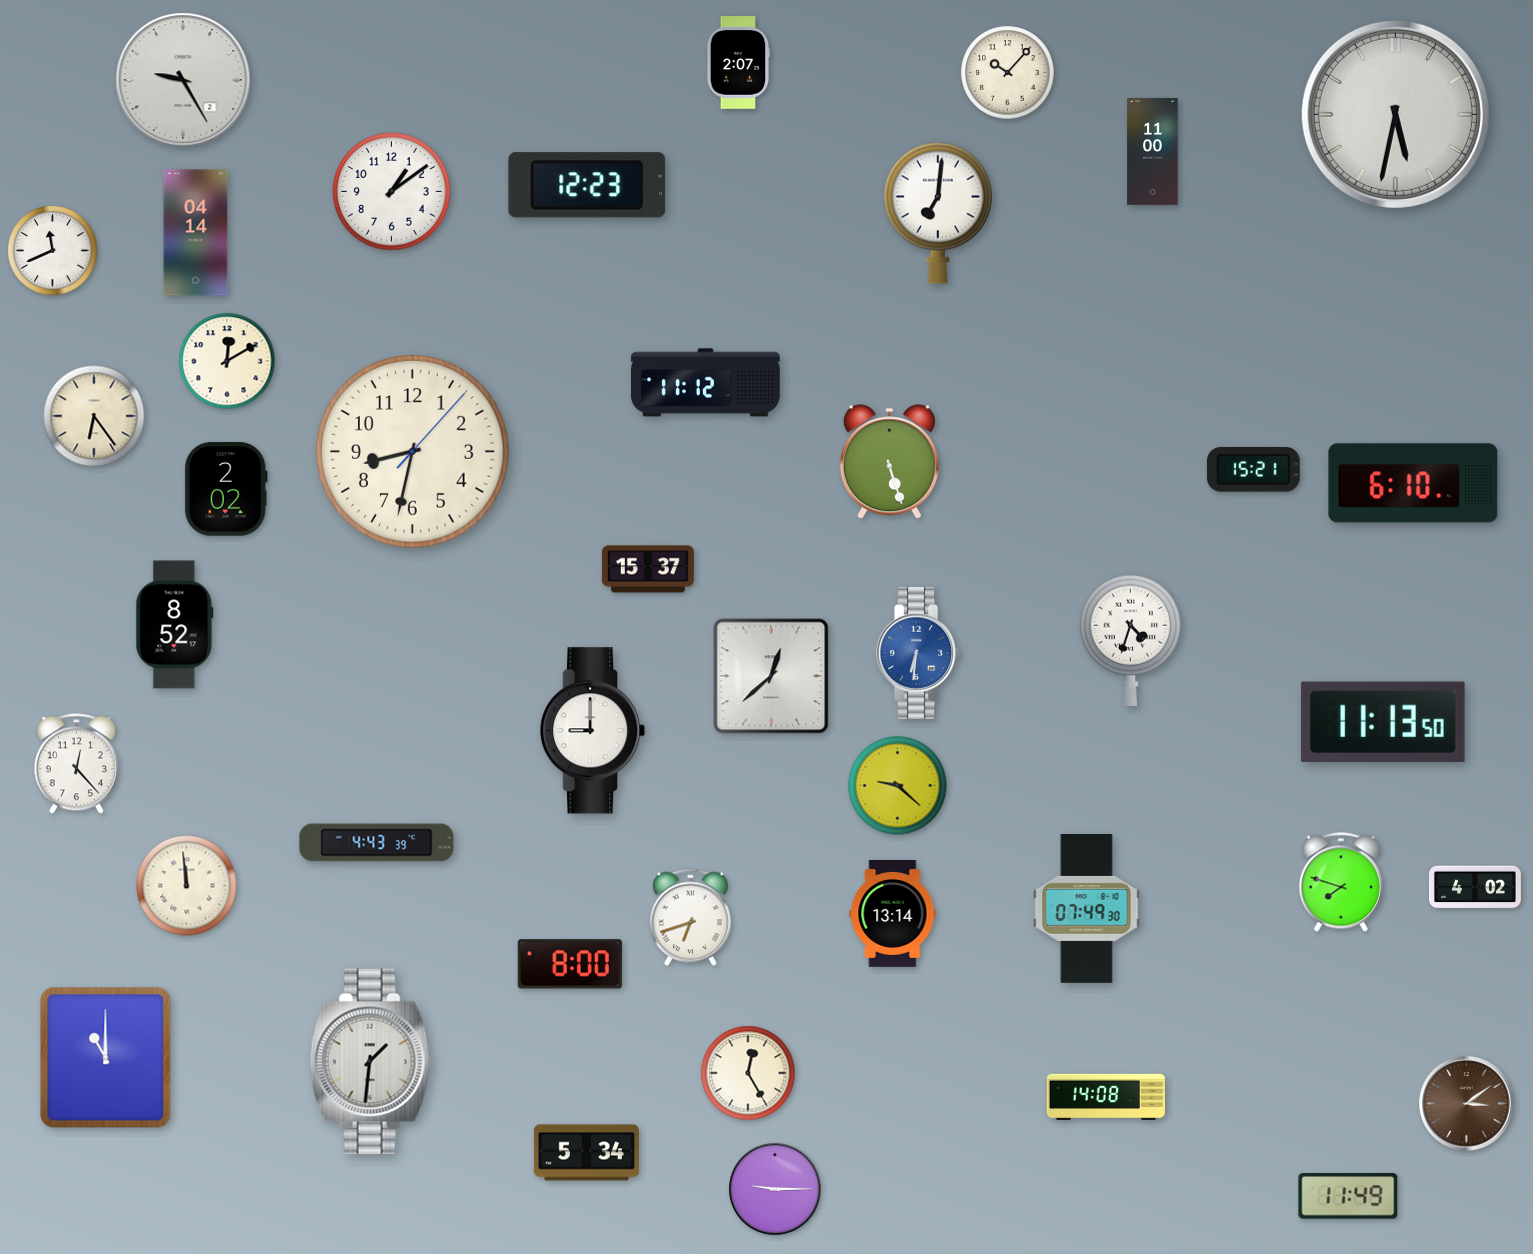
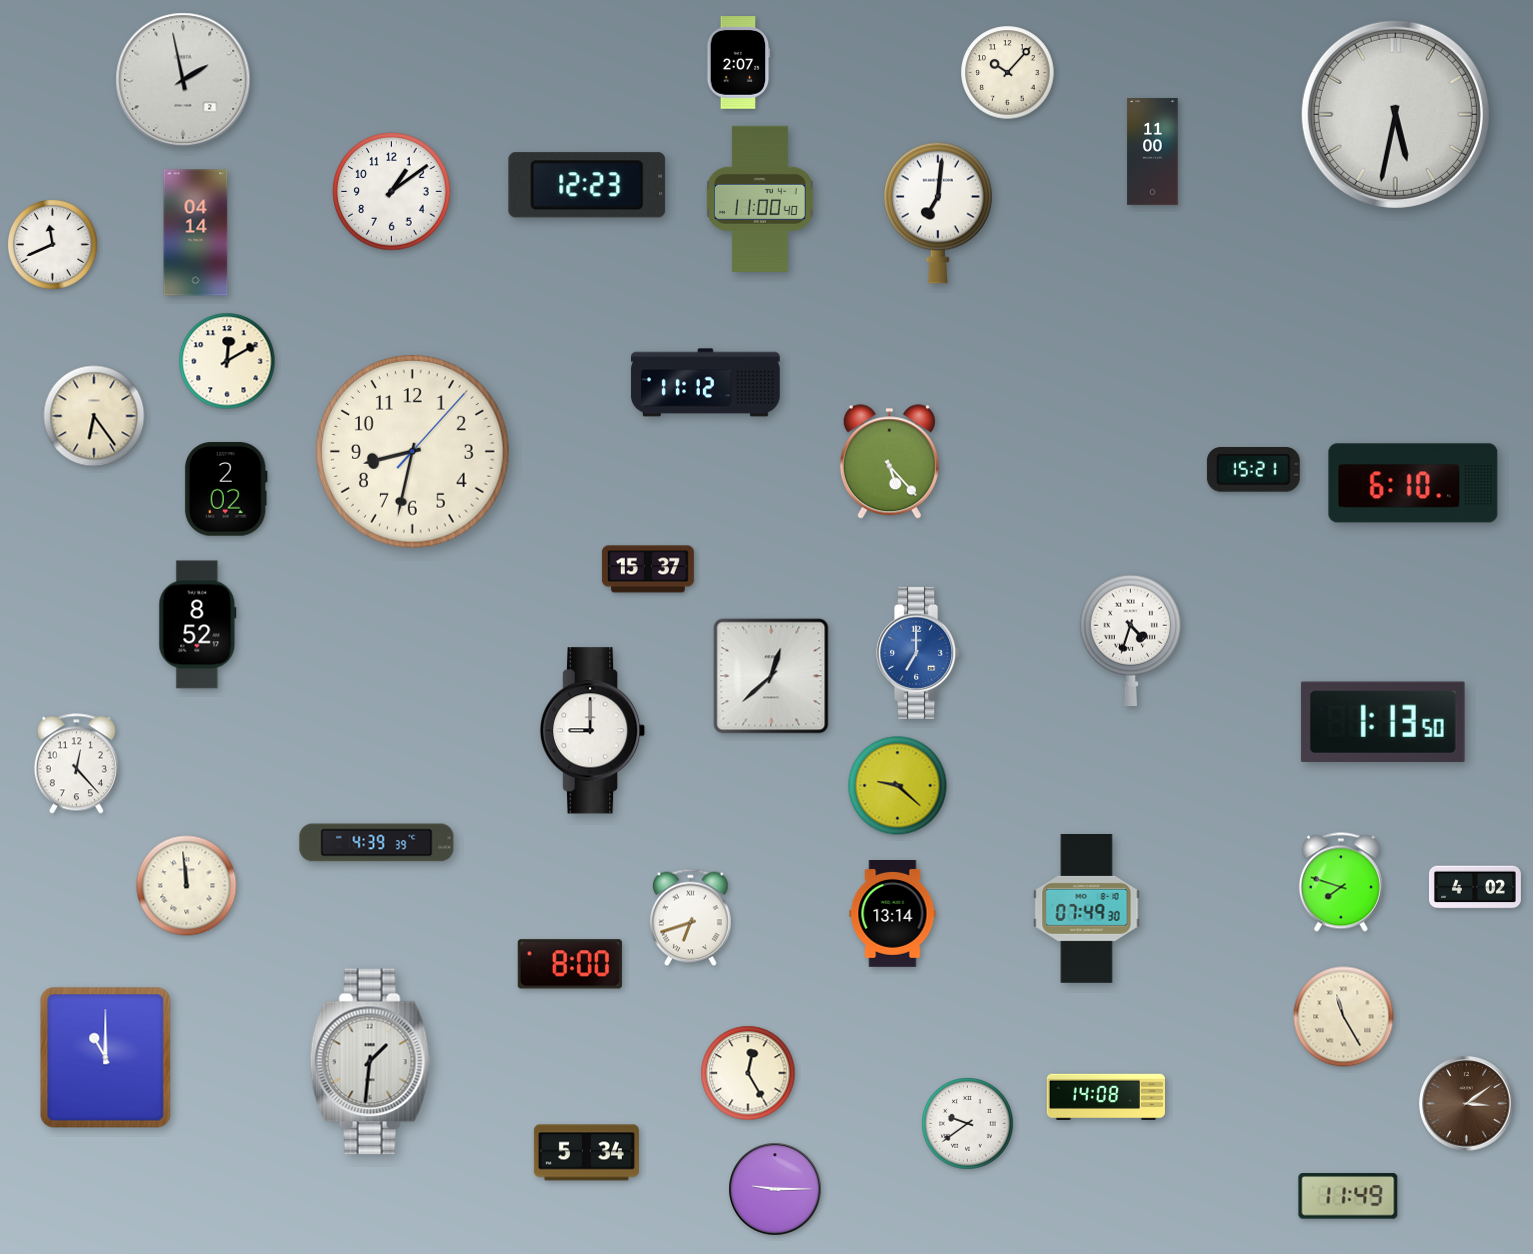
clock at (183, 80): 9:25 -> 1:58
clock at (760, 199): none -> 11:00
clock at (53, 251) position: (53, 251) -> (53, 245)
clock at (889, 462): 5:27 -> 5:23
clock at (175, 625) position: (175, 625) -> (198, 625)
clock at (919, 653): 6:31 -> 7:00
clock at (1383, 721): 11:13 -> 1:13
clock at (377, 843): 4:43 -> 4:39
clock at (1344, 1017): none -> 11:25
clock at (968, 1124): none -> 9:39
